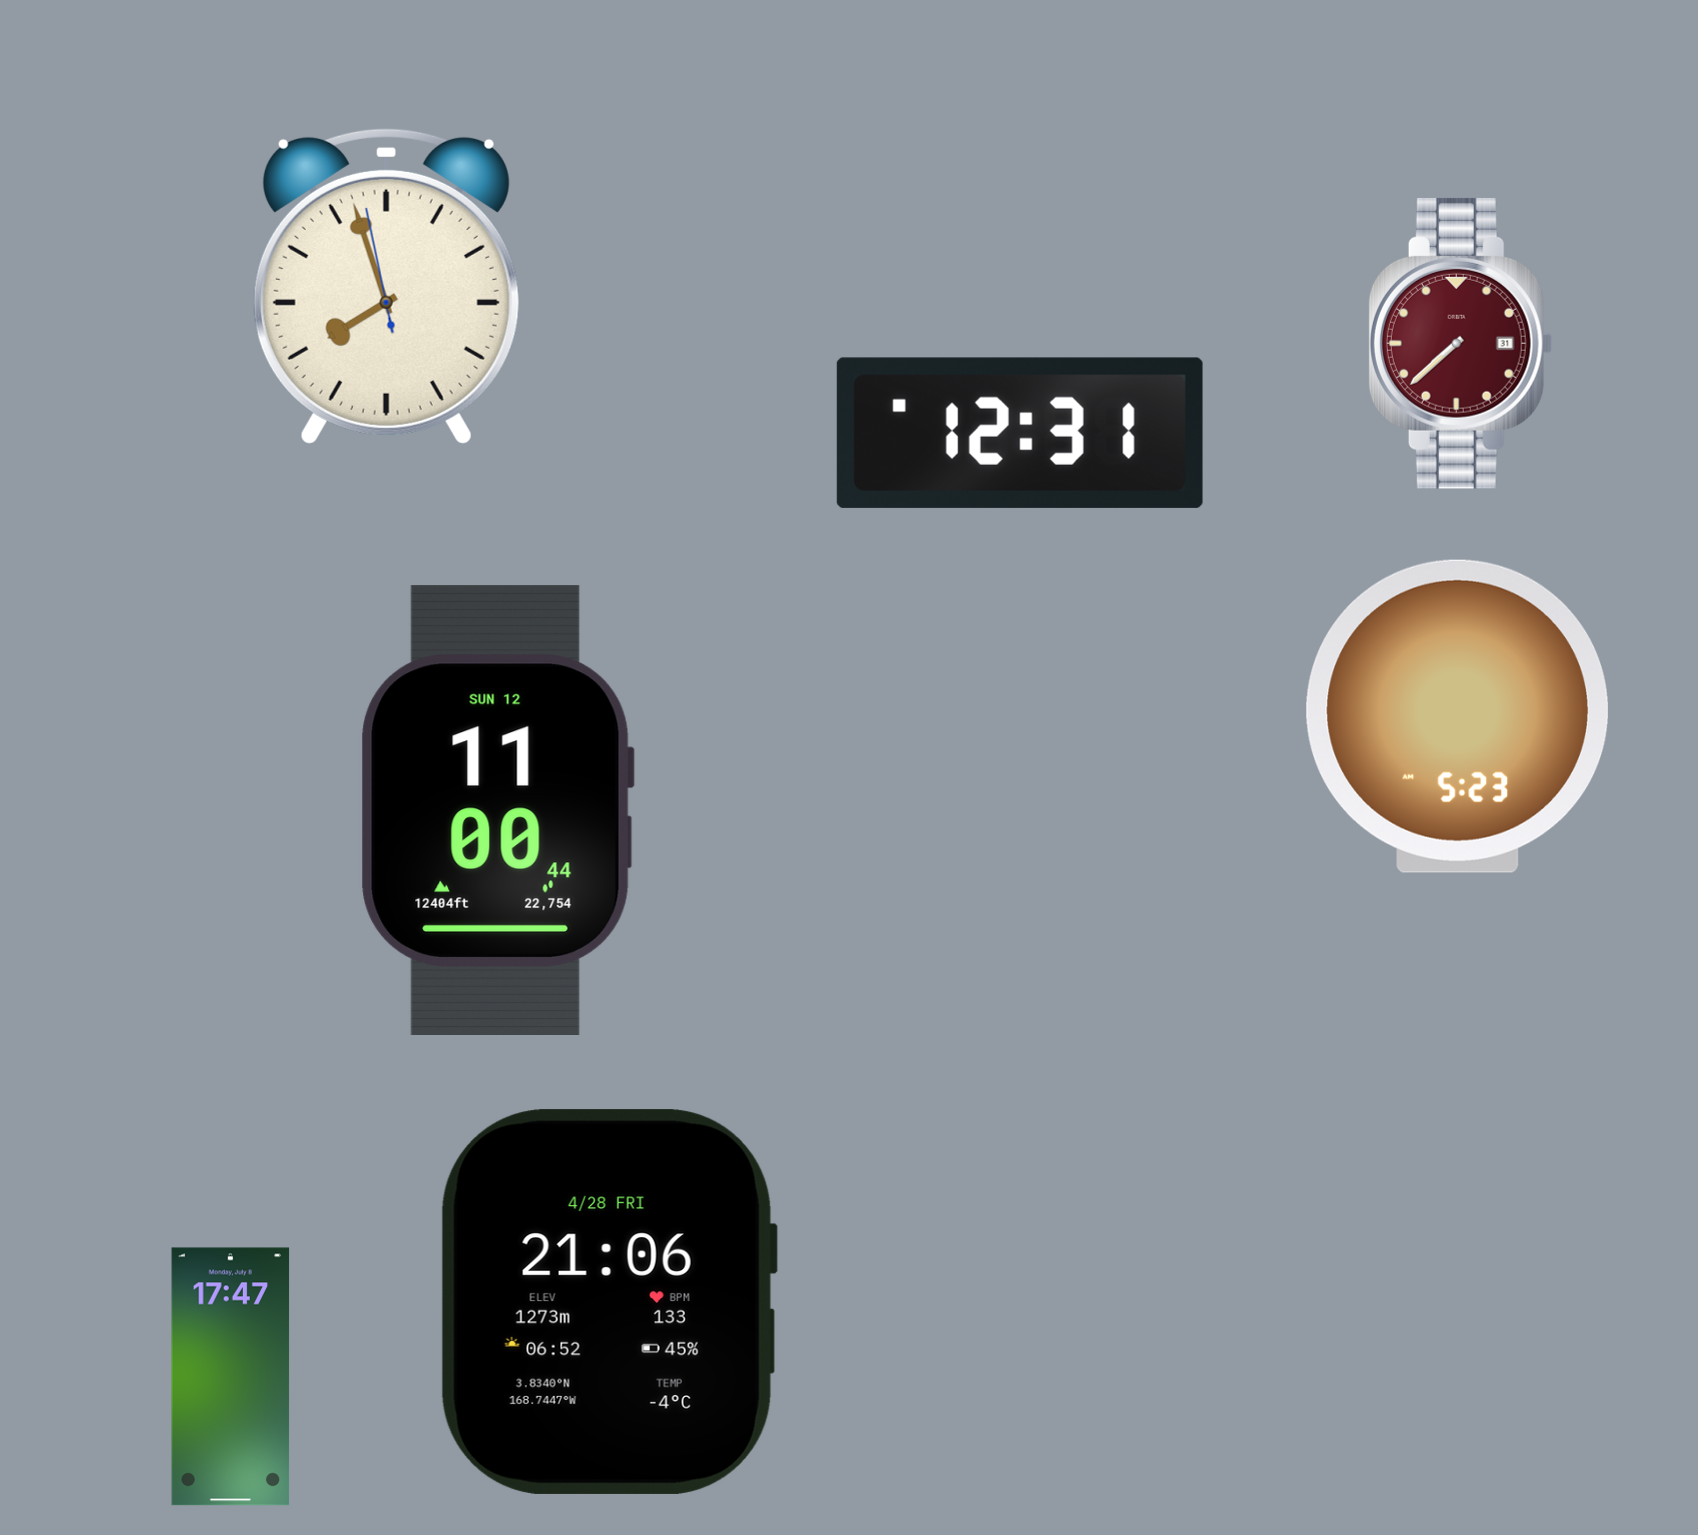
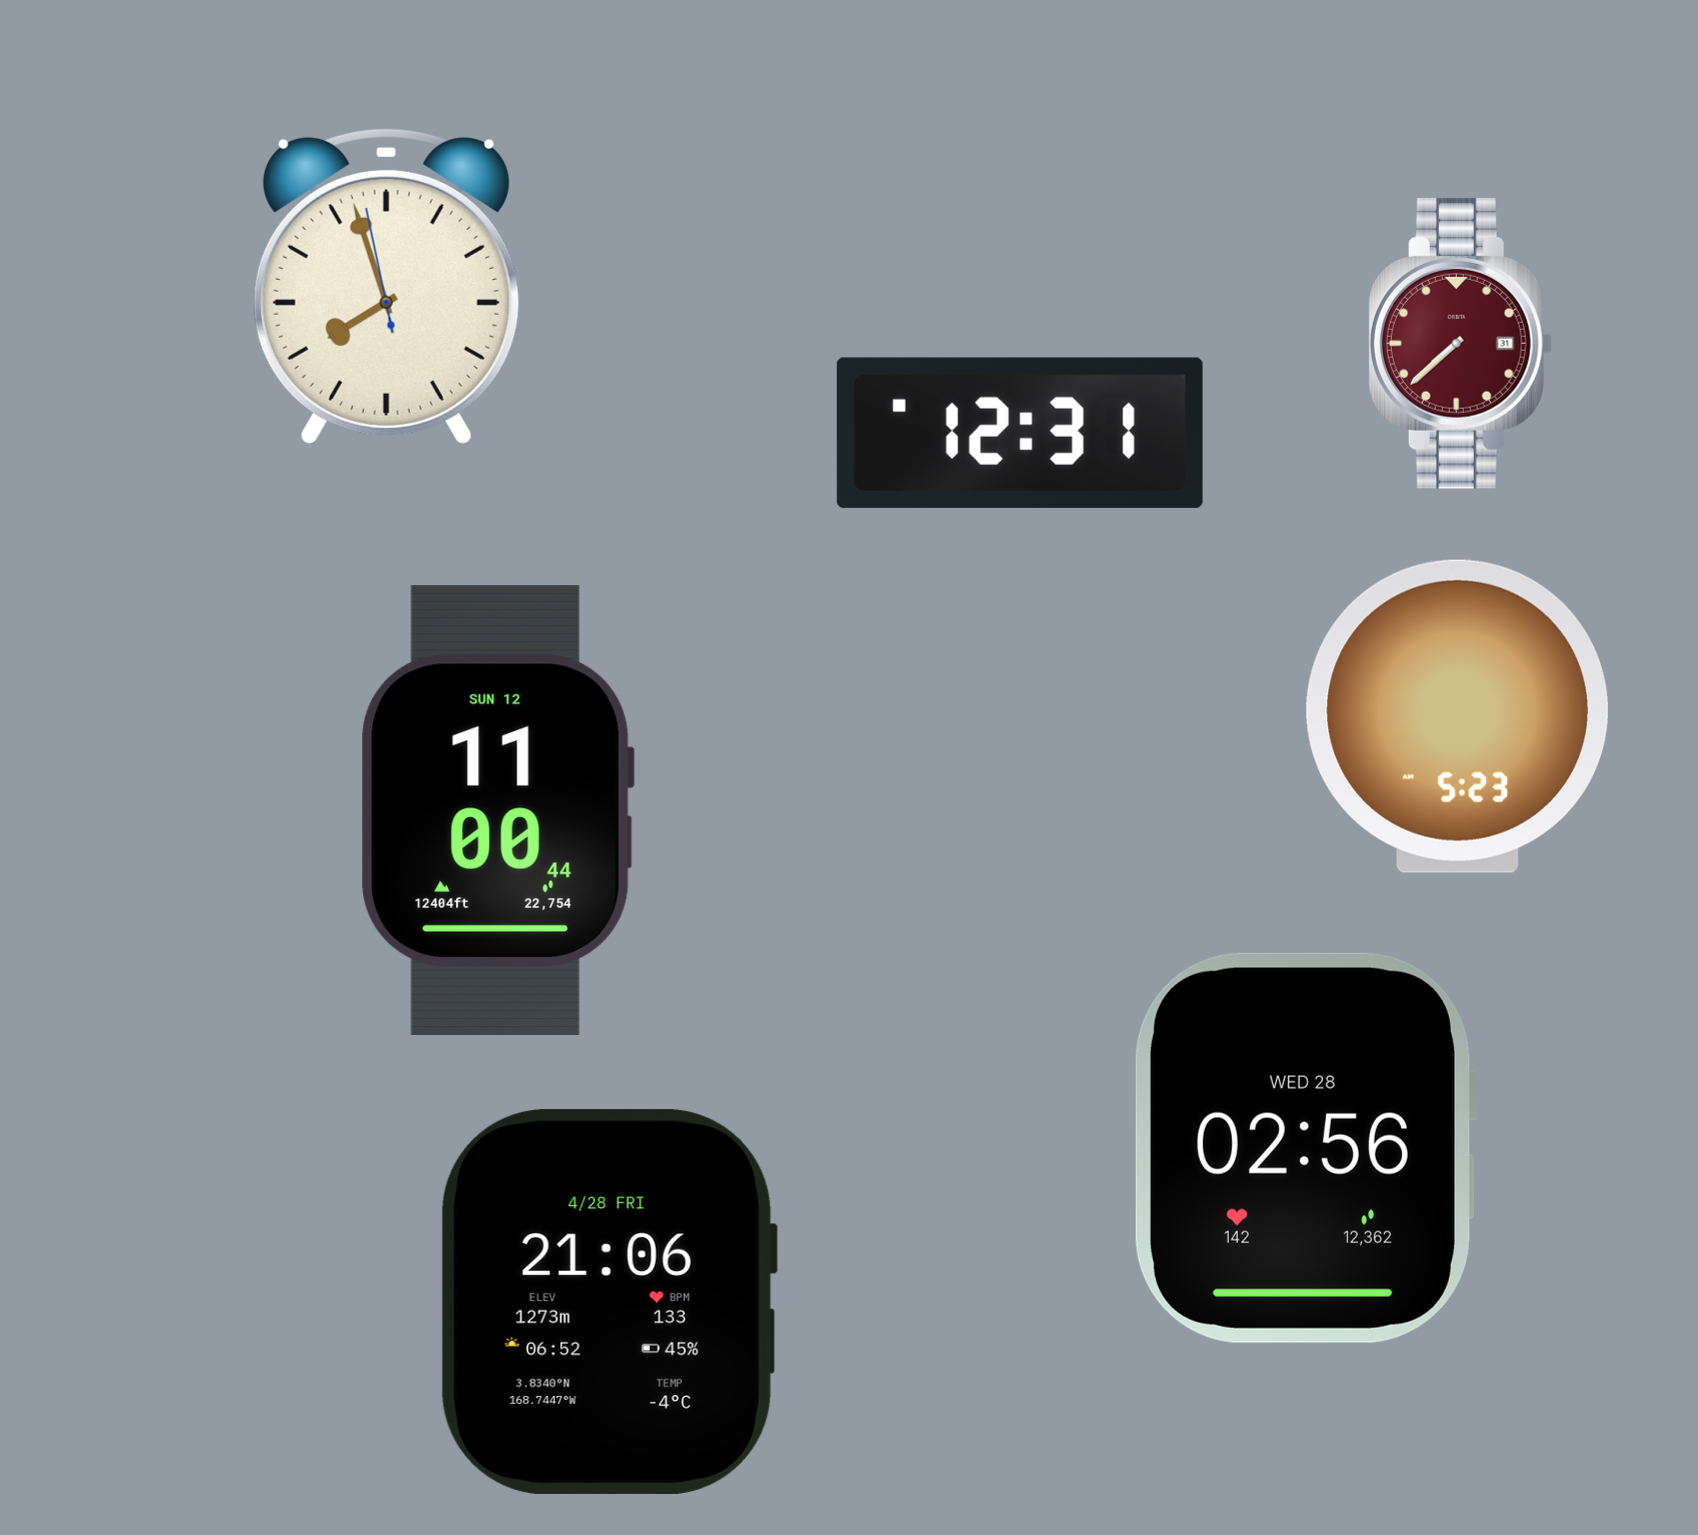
clock at (1305, 1148): none -> 02:56
clock at (231, 1377): 17:47 -> none
